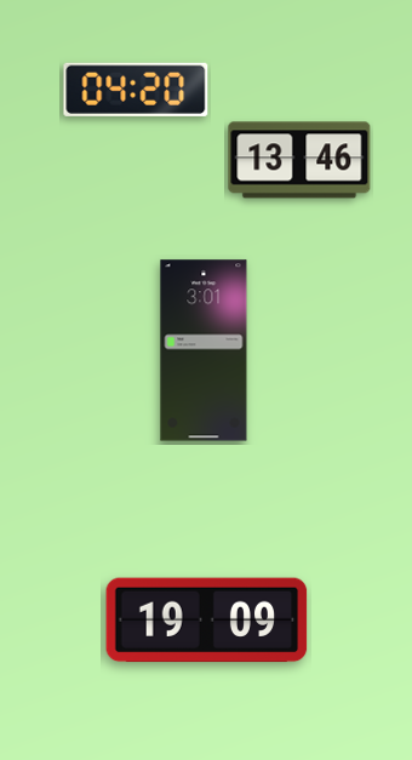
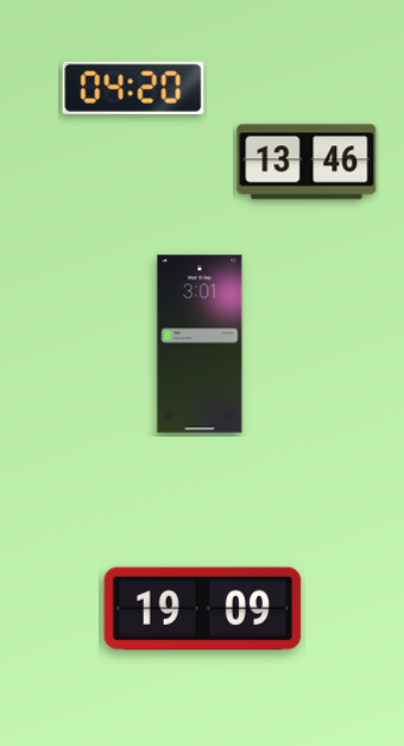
clock at (299, 160) position: (299, 160) -> (307, 162)
